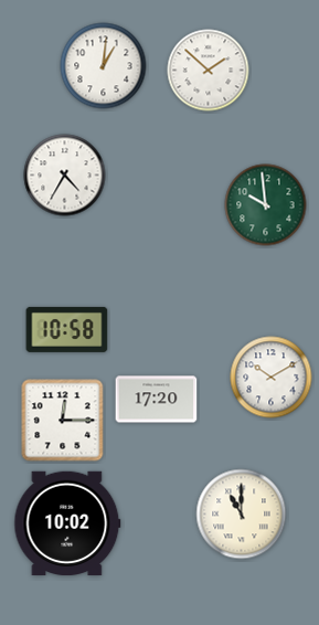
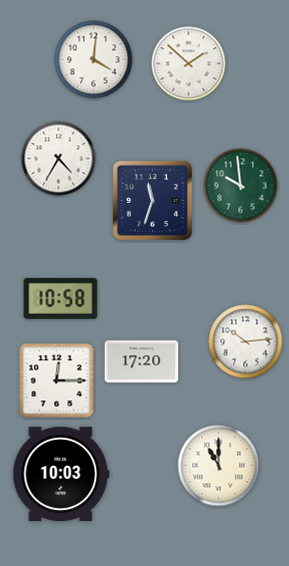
clock at (104, 66): 1:01 -> 4:01
clock at (152, 200): none -> 11:33
clock at (272, 378): 10:10 -> 10:14
clock at (67, 523): 10:02 -> 10:03
